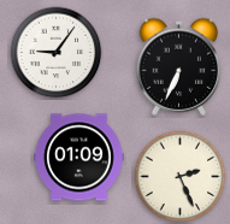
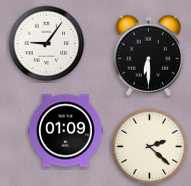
clock at (179, 66): 6:34 -> 6:30
clock at (181, 177): 2:26 -> 2:22
